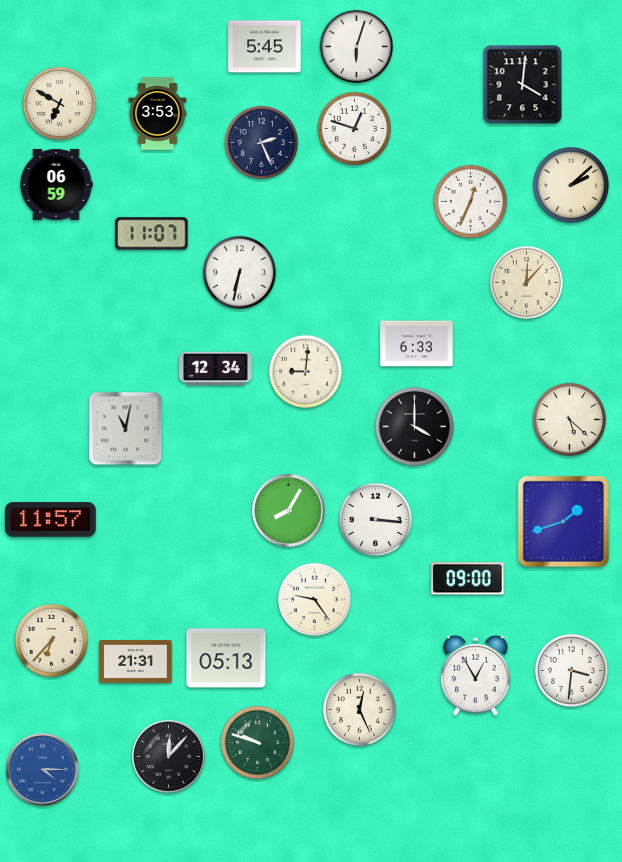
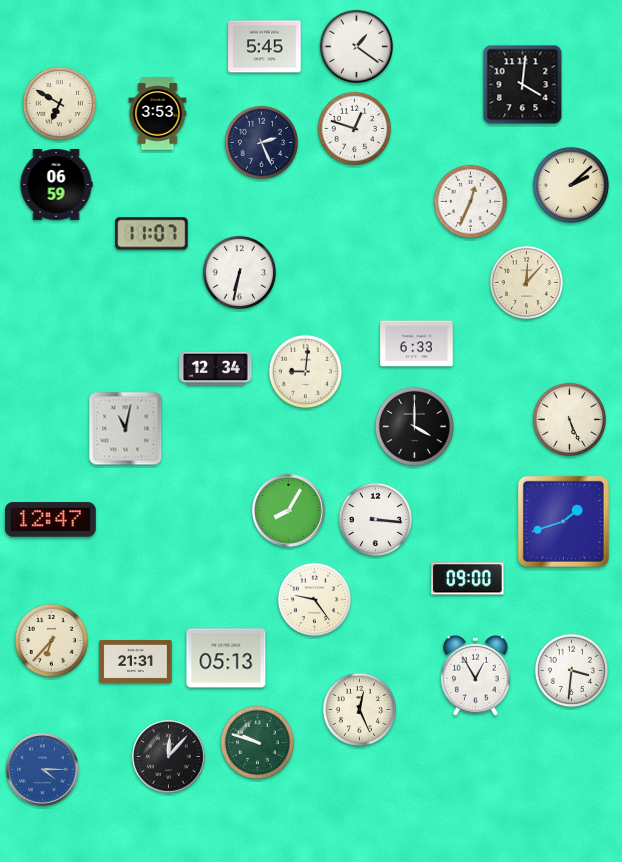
clock at (356, 46): 6:03 -> 1:21
clock at (569, 419): 5:22 -> 5:26
clock at (51, 520): 11:57 -> 12:47
